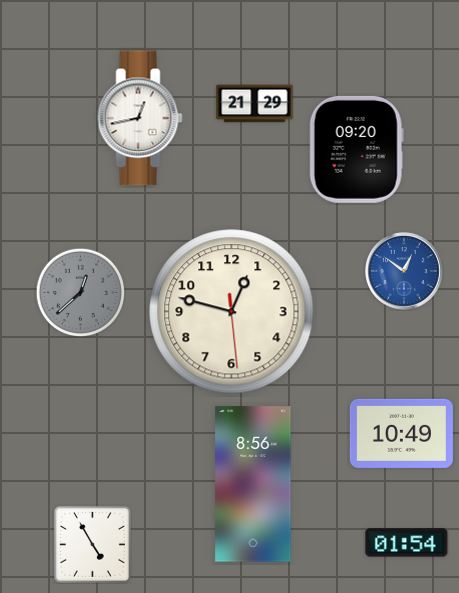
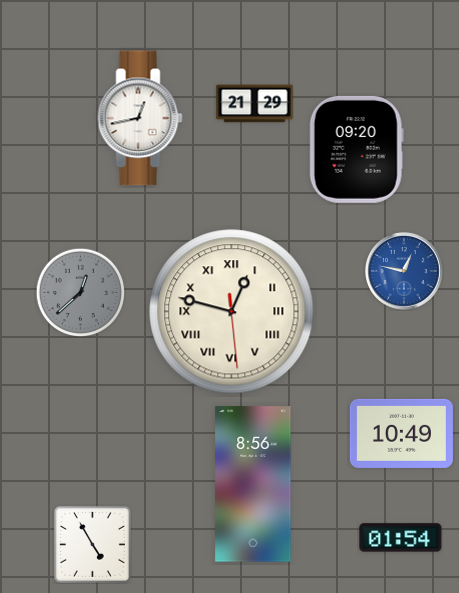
clock at (405, 272): 12:51 -> 12:47
clock at (232, 312) numerals: Arabic -> Roman
clock at (407, 543) position: (407, 543) -> (401, 538)
